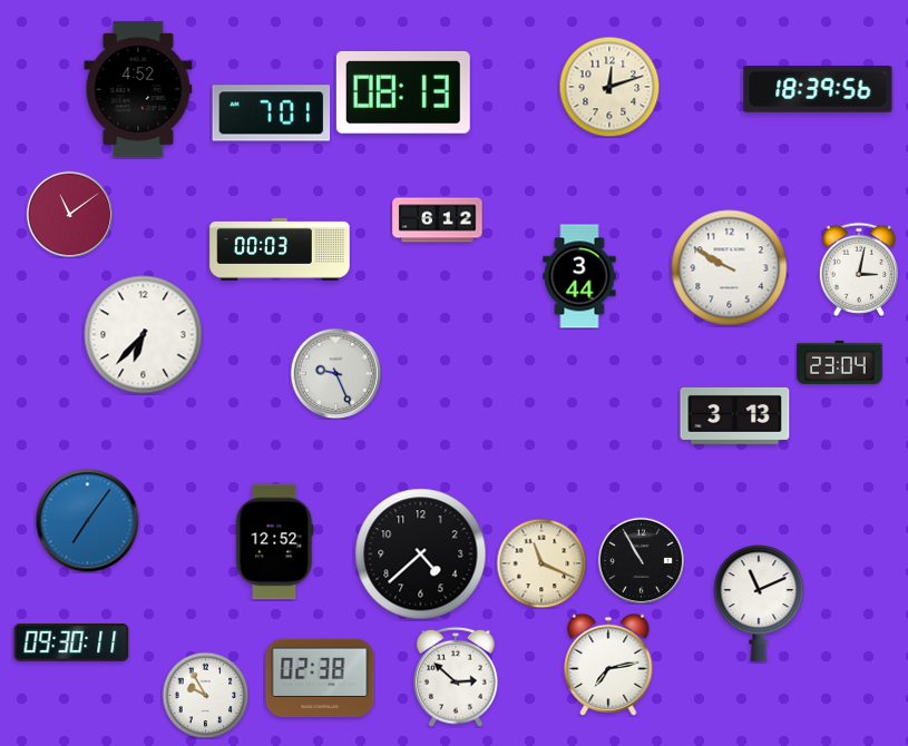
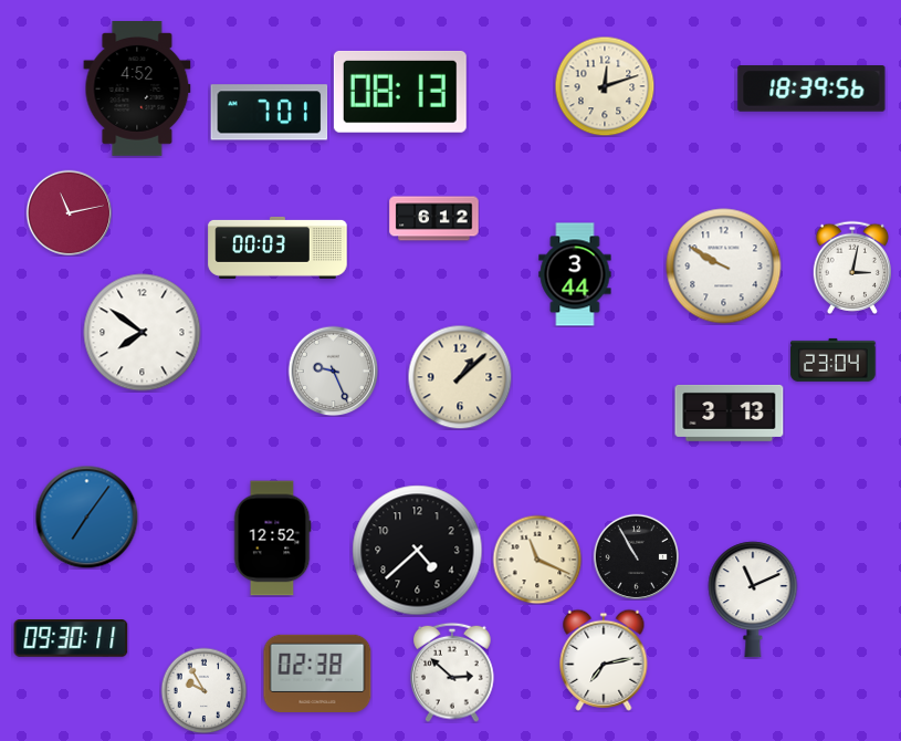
clock at (69, 214): 11:09 -> 11:13
clock at (144, 335): 6:37 -> 7:51
clock at (460, 377): none -> 1:08
